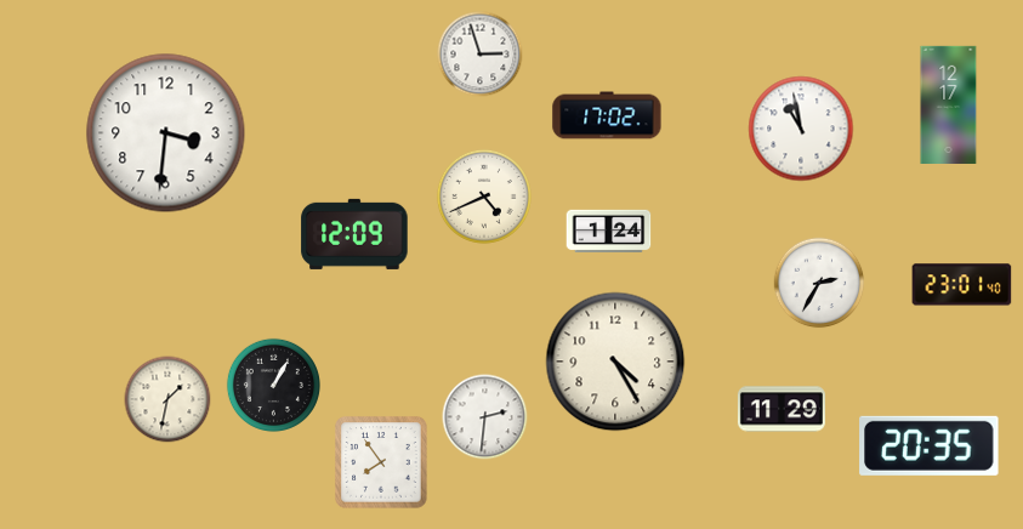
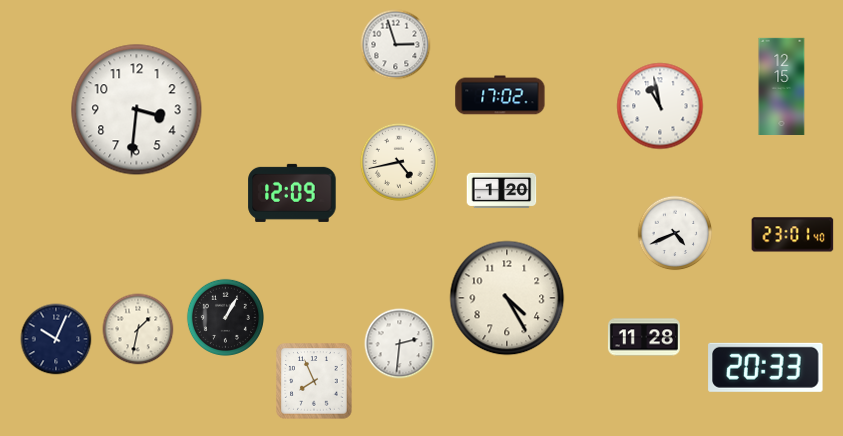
clock at (949, 104): 12:17 -> 12:15
clock at (484, 197): 4:41 -> 4:43
clock at (609, 232): 1:24 -> 1:20
clock at (819, 283): 2:35 -> 4:41
clock at (782, 409): 11:29 -> 11:28
clock at (56, 339): none -> 10:04
clock at (930, 445): 20:35 -> 20:33
clock at (381, 462): 7:54 -> 7:56
